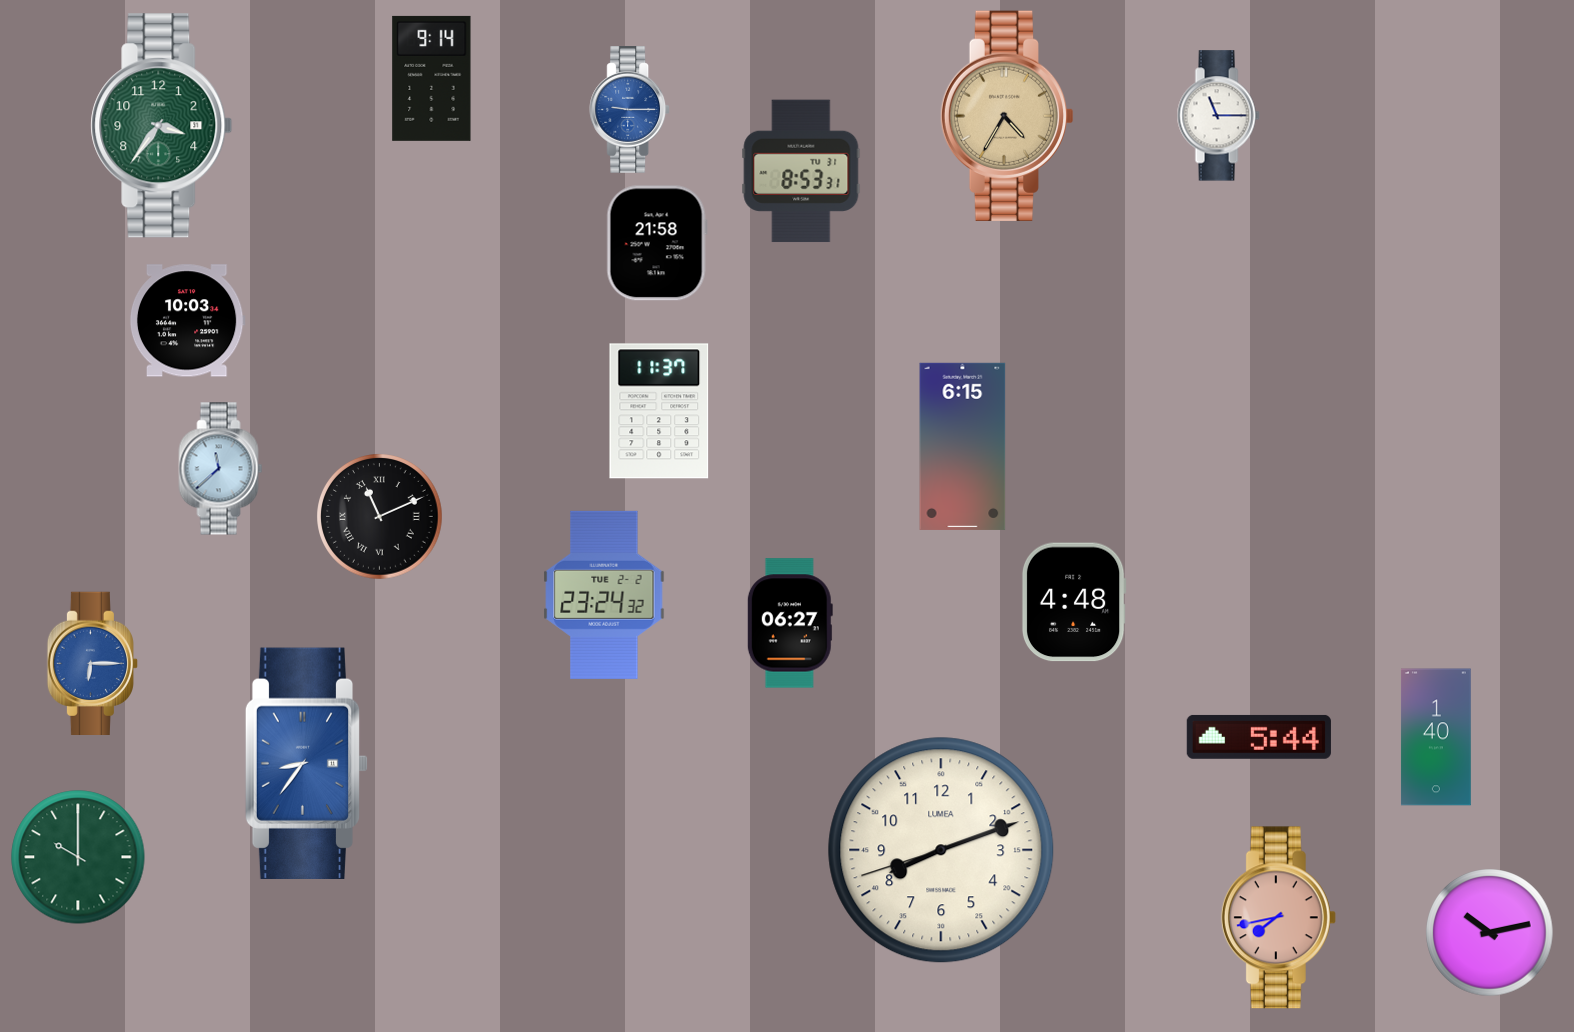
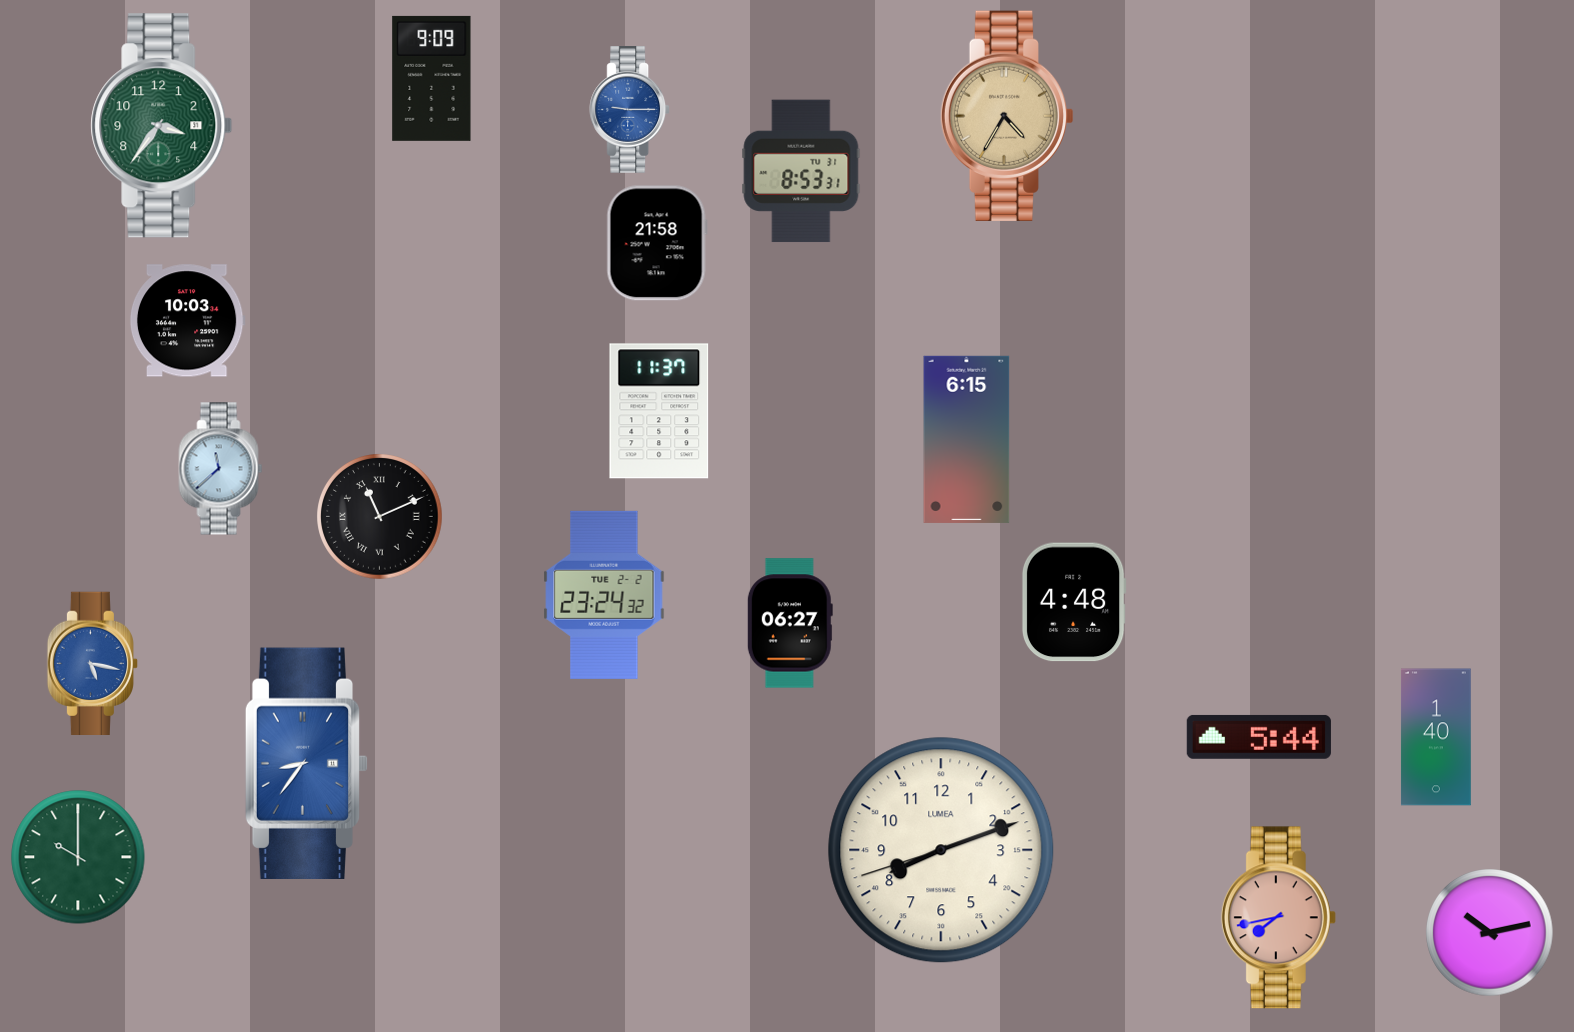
clock at (432, 78): 9:14 -> 9:09
clock at (1218, 116): 11:15 -> none
clock at (963, 446) position: (963, 446) -> (967, 439)
clock at (92, 663): 6:15 -> 5:17
